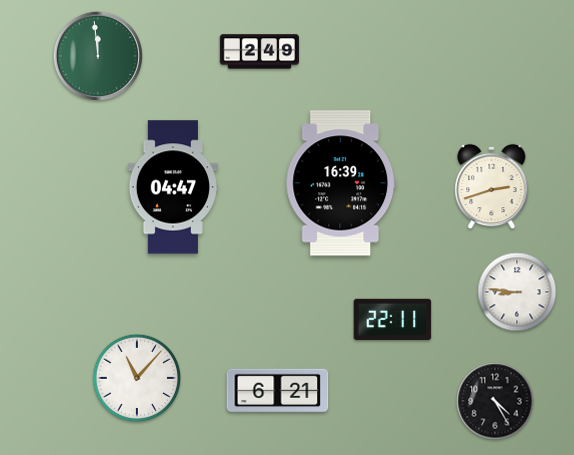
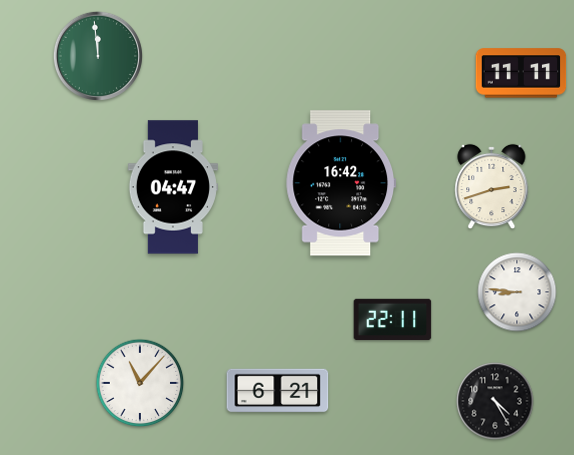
clock at (259, 52): 2:49 -> none
clock at (521, 73): none -> 11:11
clock at (341, 183): 16:39 -> 16:42
clock at (137, 378) position: (137, 378) -> (140, 383)
